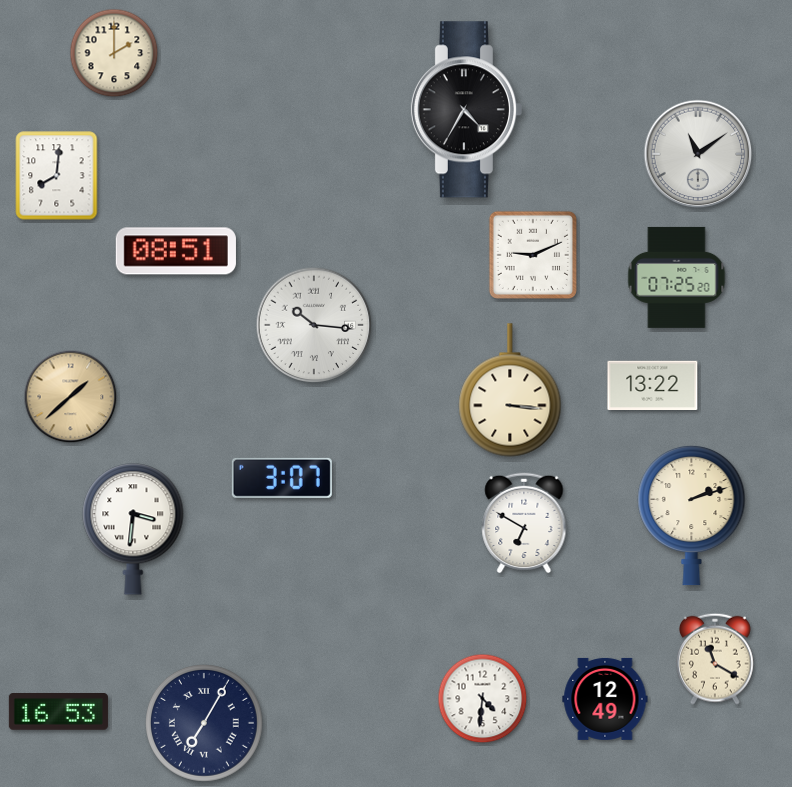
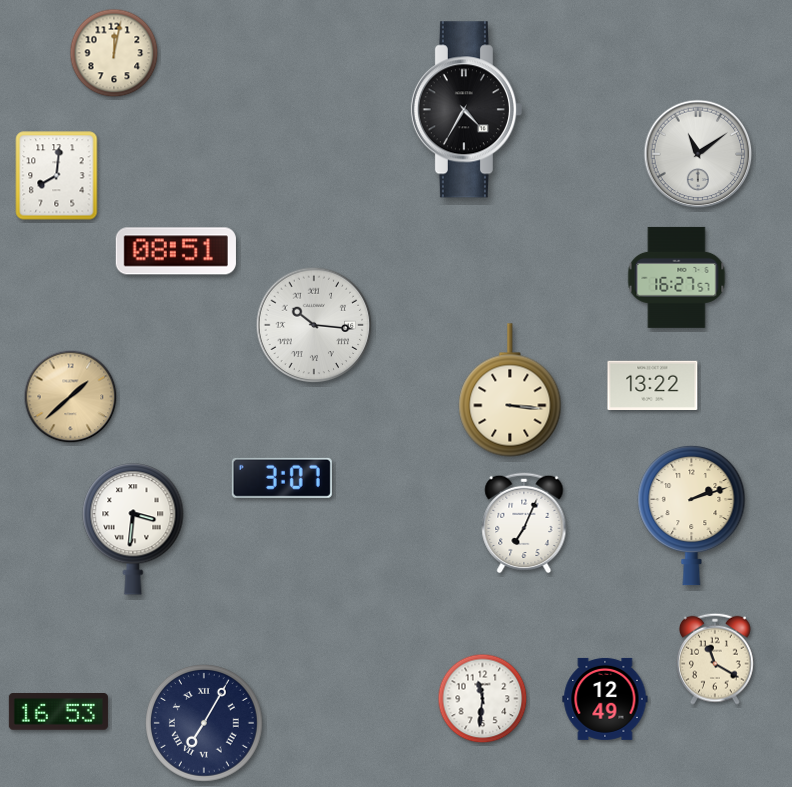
clock at (114, 53): 2:00 -> 12:02
clock at (533, 255): 9:11 -> none
clock at (677, 277): 07:25 -> 16:27
clock at (524, 523): 6:50 -> 7:04
clock at (483, 699): 4:31 -> 11:31
